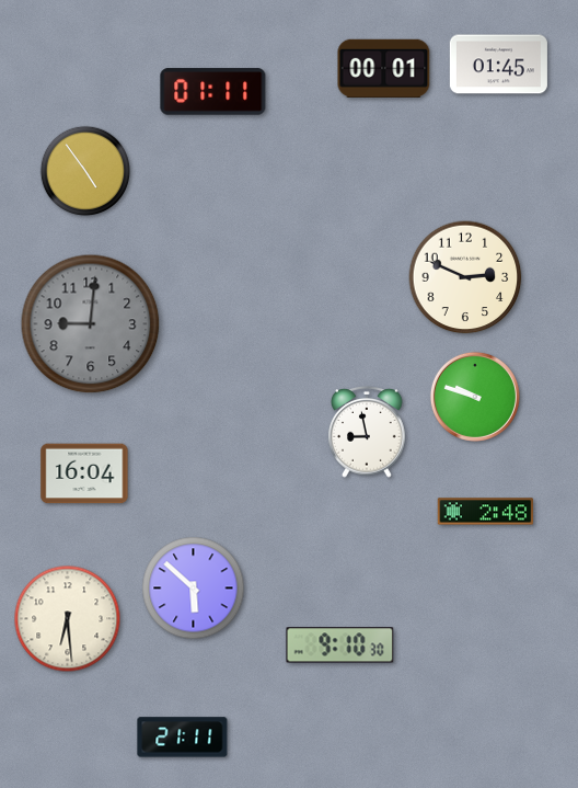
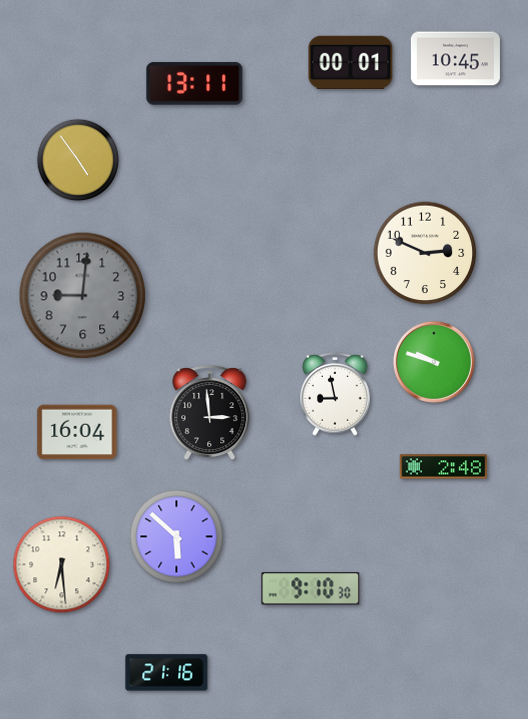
clock at (498, 65): 01:45 -> 10:45
clock at (213, 92): 01:11 -> 13:11
clock at (85, 171) position: (85, 171) -> (78, 160)
clock at (210, 414): none -> 2:59
clock at (183, 738): 21:11 -> 21:16
